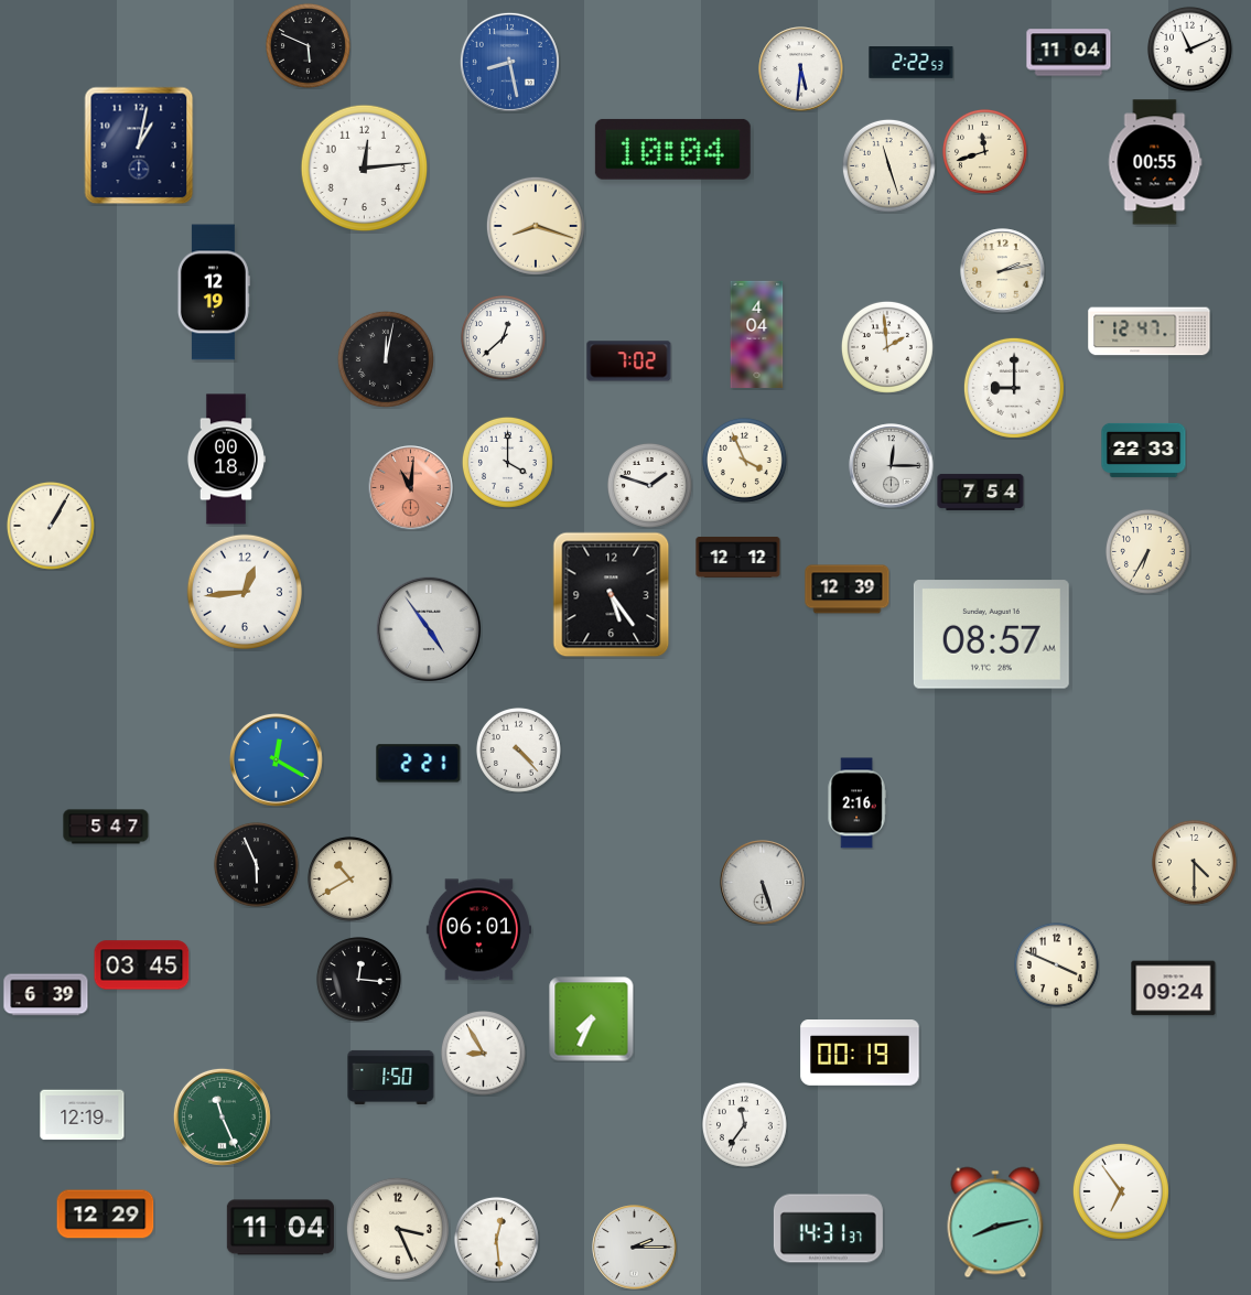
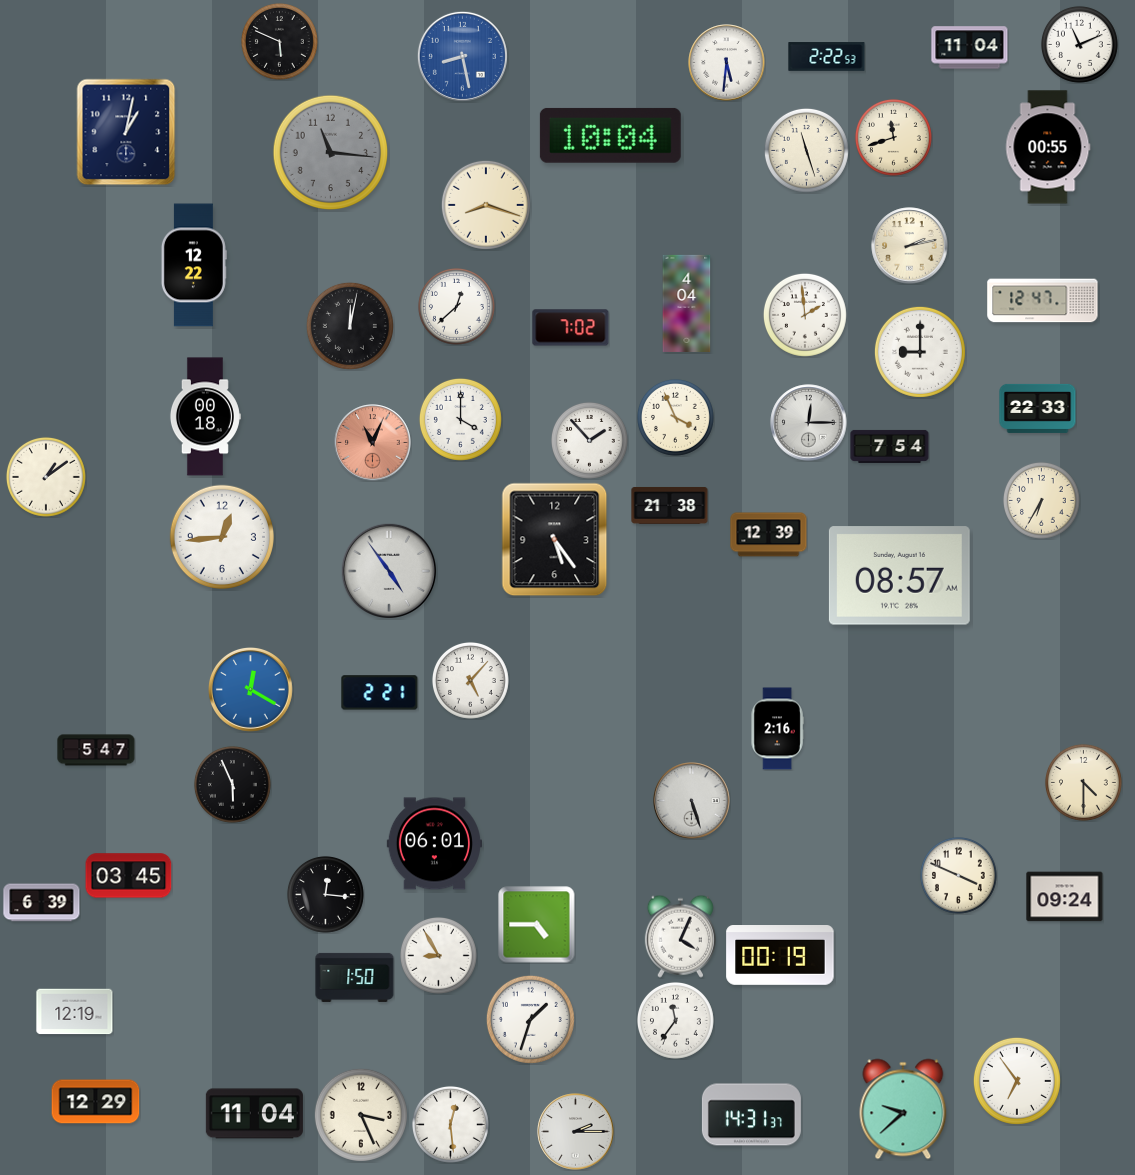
clock at (365, 169): 12:14 -> 11:16
clock at (365, 169) dial: white -> grey
clock at (214, 292): 12:19 -> 12:22
clock at (650, 486): 1:48 -> 1:53
clock at (411, 488): 11:01 -> 11:04
clock at (51, 526): 1:05 -> 1:09
clock at (738, 557): 12:12 -> 21:38
clock at (519, 751): 4:23 -> 5:07
clock at (351, 879): 10:40 -> none
clock at (359, 980) position: (359, 980) -> (326, 895)
clock at (592, 1019): 7:34 -> 4:45
clock at (680, 936): none -> 4:04
clock at (222, 1116): 11:26 -> none
clock at (530, 1019): none -> 1:33
clock at (995, 1222): 8:13 -> 9:38
